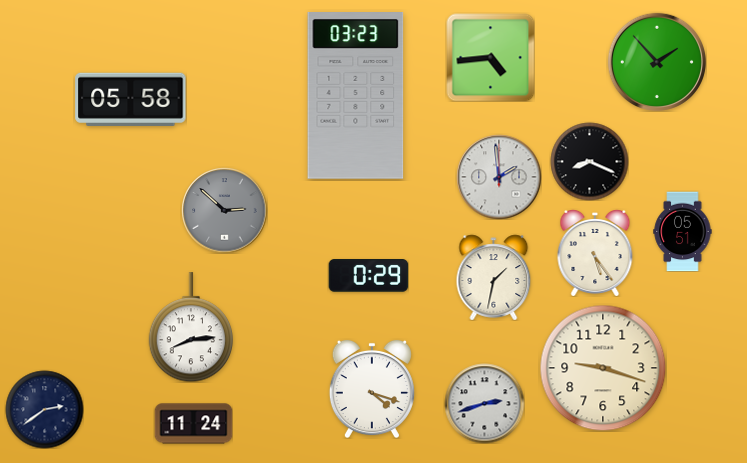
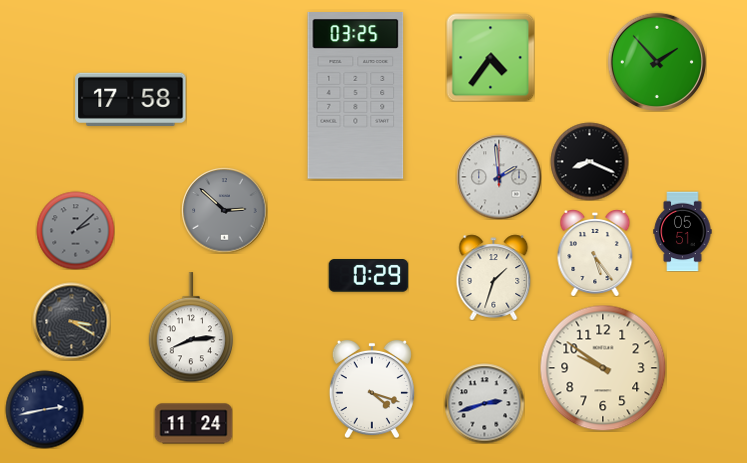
clock at (490, 57): 4:44 -> 4:36
clock at (356, 96): 03:23 -> 03:25
clock at (131, 99): 05:58 -> 17:58
clock at (75, 230): none -> 2:08
clock at (494, 277): 1:32 -> 1:33
clock at (71, 321): none -> 3:20
clock at (603, 368): 9:18 -> 9:51
clock at (44, 409): 2:39 -> 2:43
